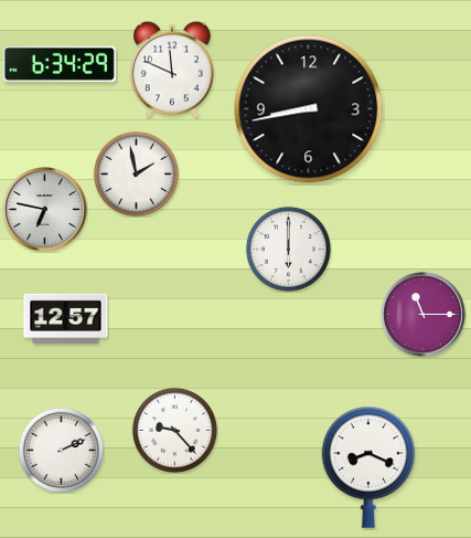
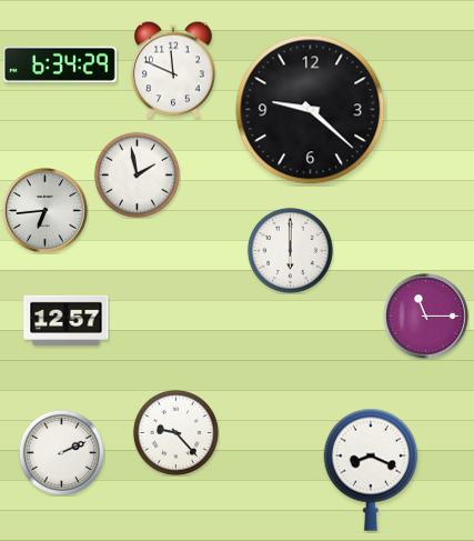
clock at (309, 109): 8:43 -> 9:22
clock at (45, 210): 6:47 -> 6:44
